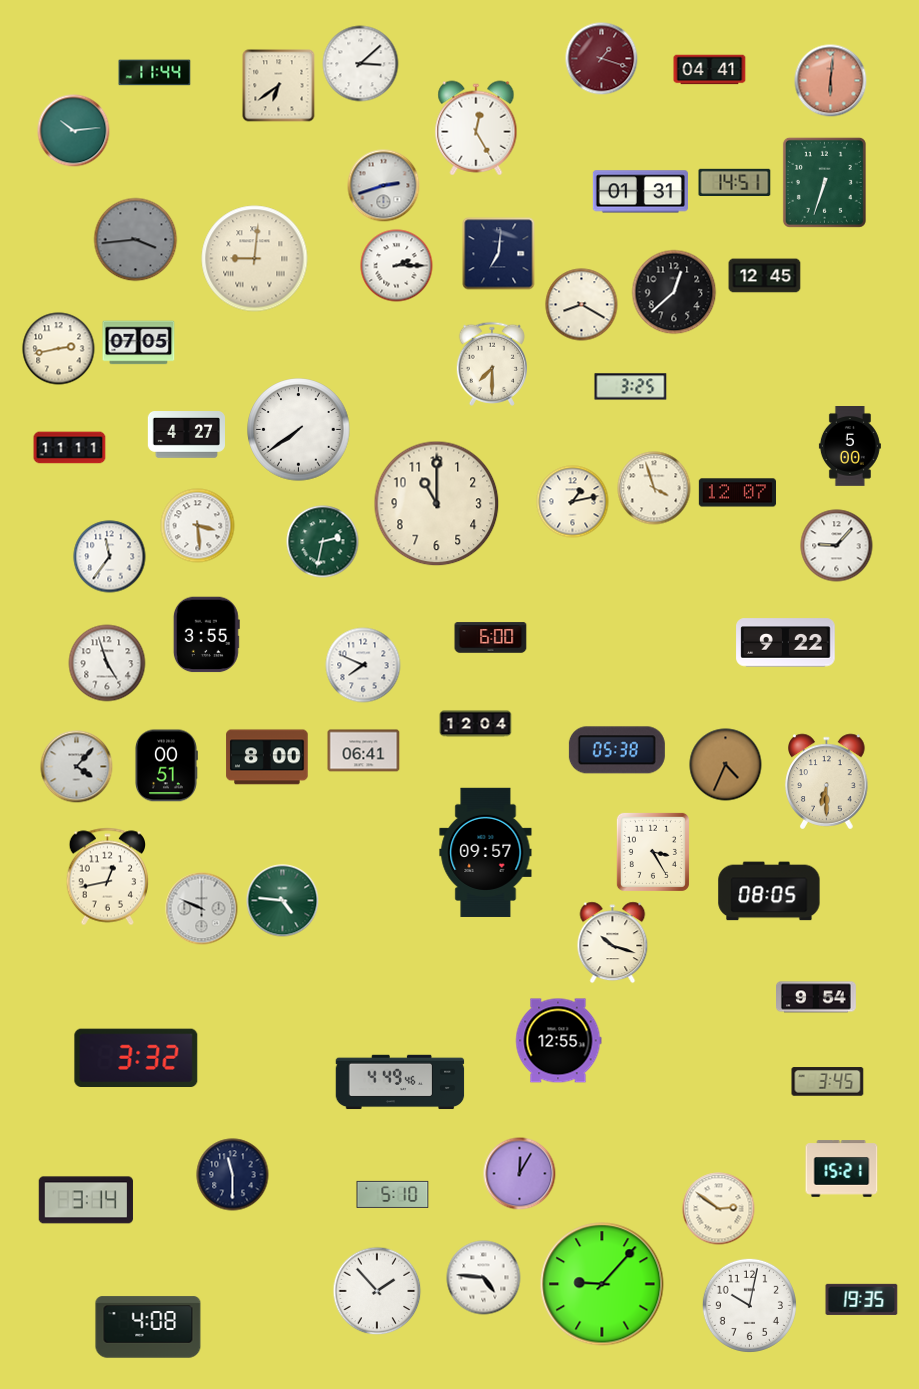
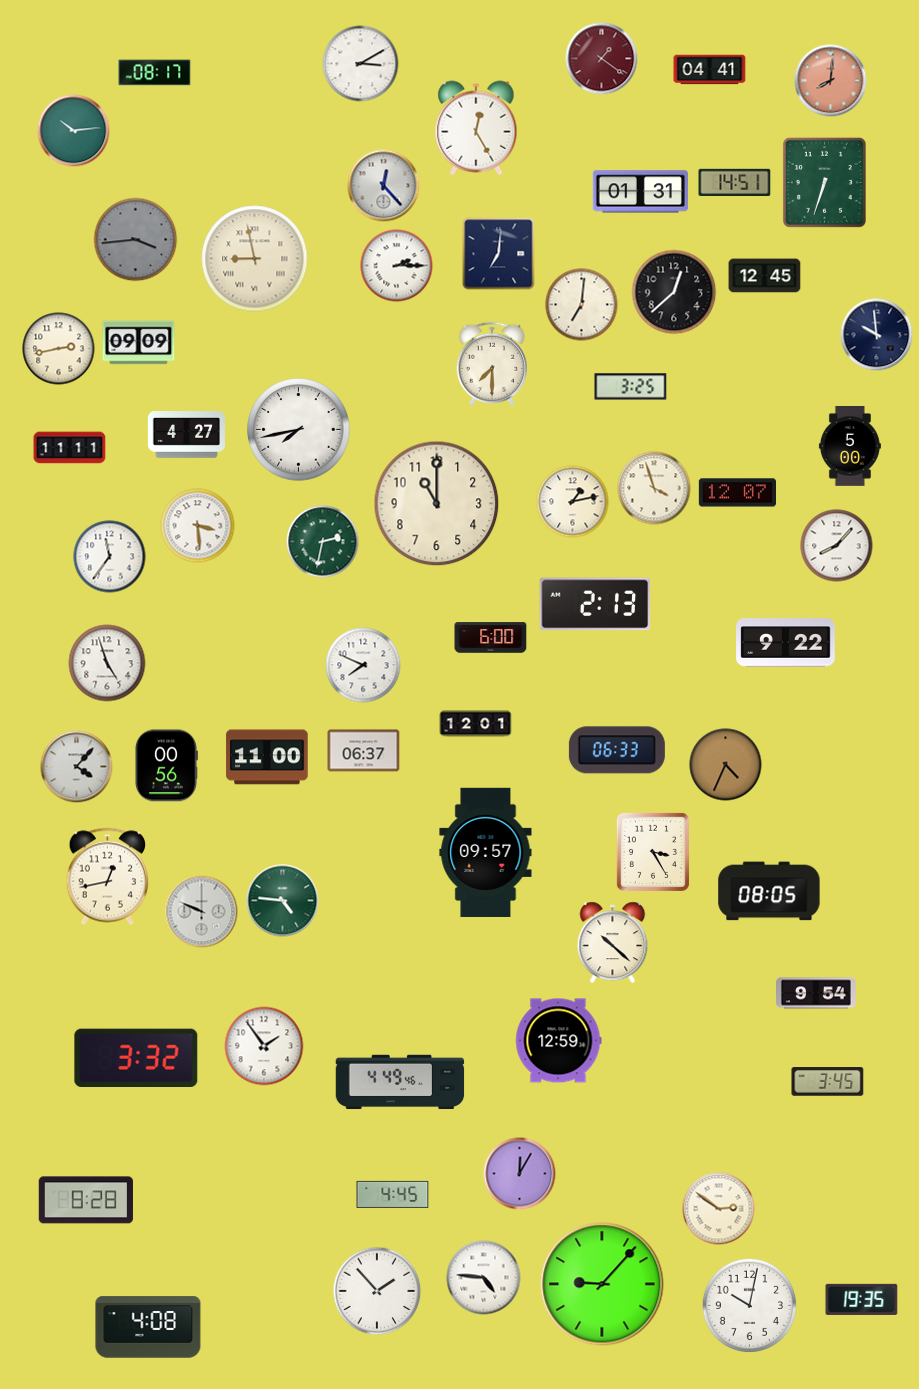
clock at (602, 59): 1:18 -> 1:21
clock at (361, 64): 3:08 -> 3:10
clock at (155, 73): 11:44 -> 08:17
clock at (831, 81): 6:01 -> 8:01
clock at (279, 86): 6:39 -> none
clock at (384, 186): 2:42 -> 12:23
clock at (255, 259): 9:01 -> 8:58
clock at (582, 305): 8:20 -> 7:01
clock at (877, 335): none -> 9:59
clock at (139, 343): 07:05 -> 09:09
clock at (299, 430): 7:39 -> 7:43
clock at (837, 546): 9:07 -> 8:07
clock at (595, 604): none -> 2:13
clock at (206, 635): 3:55 -> none
clock at (476, 724): 12:04 -> 12:01
clock at (617, 750): 05:38 -> 06:33
clock at (364, 751): 06:41 -> 06:37
clock at (267, 757): 8:00 -> 11:00
clock at (167, 766): 00:51 -> 00:56
clock at (827, 782): 6:30 -> none
clock at (202, 909) position: (202, 909) -> (202, 912)
clock at (613, 943): 10:18 -> 10:22
clock at (817, 997) position: (817, 997) -> (817, 993)
clock at (558, 1041): 12:55 -> 12:59
clock at (264, 1046): none -> 1:54
clock at (842, 1169): 15:21 -> none
clock at (233, 1175): 11:30 -> none
clock at (393, 1194): 5:10 -> 4:45
clock at (86, 1200): 3:14 -> 8:28
